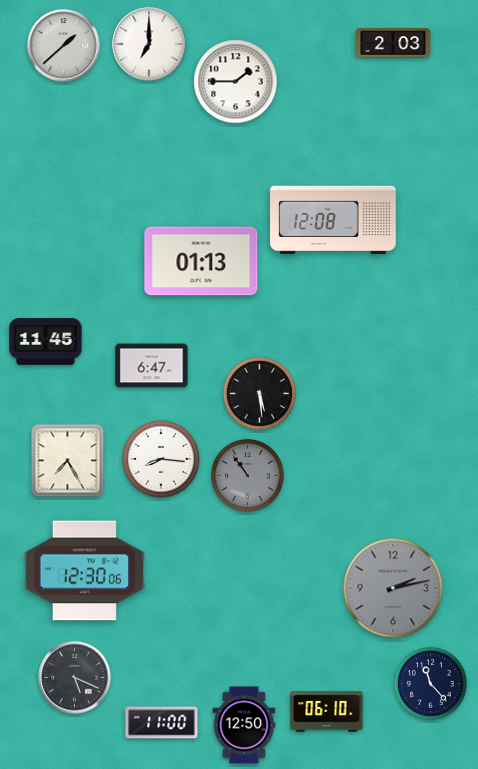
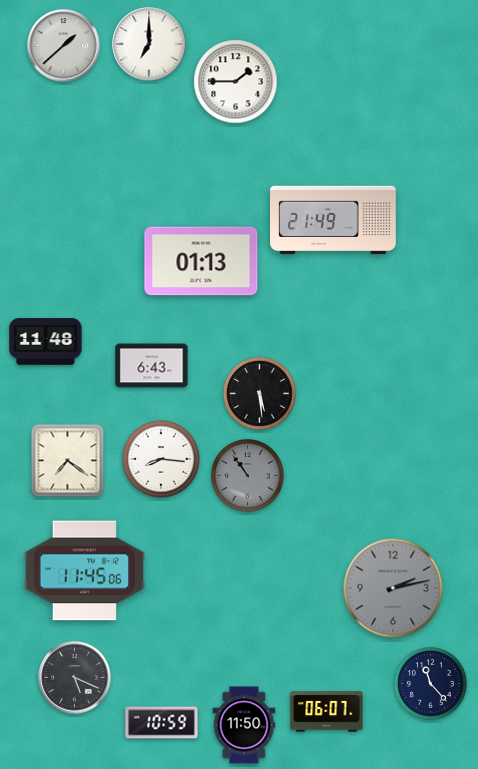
clock at (393, 43): 2:03 -> none
clock at (333, 220): 12:08 -> 21:49
clock at (46, 342): 11:45 -> 11:48
clock at (152, 366): 6:47 -> 6:43
clock at (68, 461): 7:25 -> 7:21
clock at (84, 571): 12:30 -> 11:45
clock at (327, 712): 06:10 -> 06:07
clock at (162, 723): 11:00 -> 10:59
clock at (244, 725): 12:50 -> 11:50
